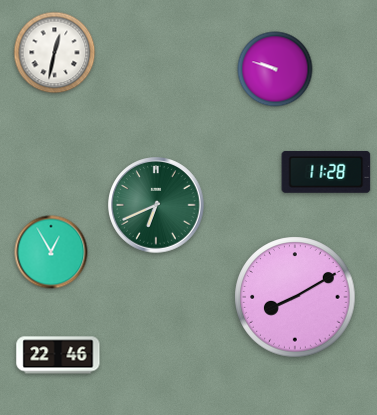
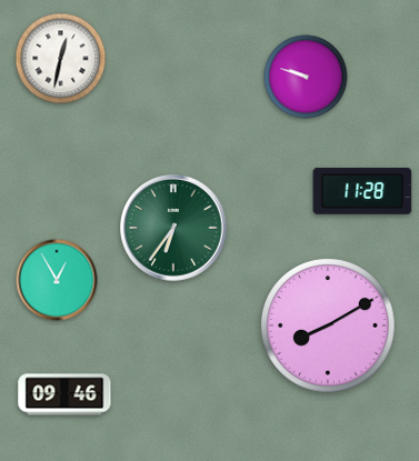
clock at (156, 205): 6:41 -> 6:36
clock at (295, 297) position: (295, 297) -> (328, 325)
clock at (58, 355): 22:46 -> 09:46
